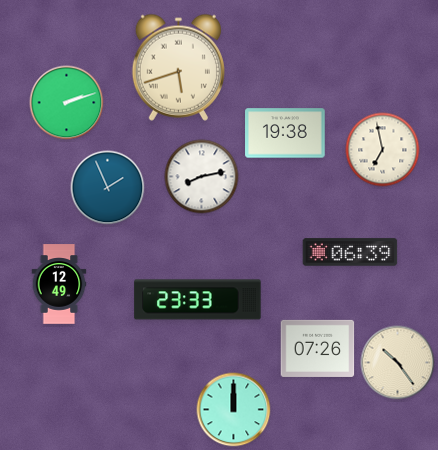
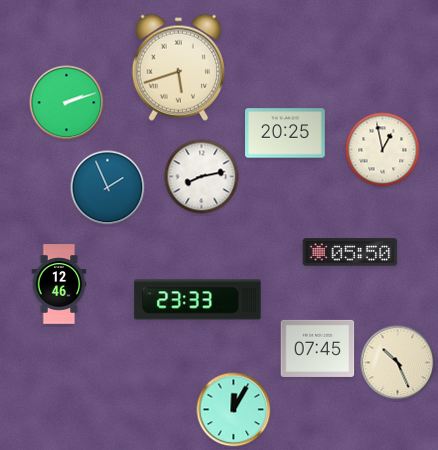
clock at (285, 133): 19:38 -> 20:25
clock at (383, 150): 6:58 -> 12:58
clock at (350, 252): 06:39 -> 05:50
clock at (59, 284): 12:49 -> 12:46
clock at (318, 348): 07:26 -> 07:45
clock at (398, 363): 10:24 -> 10:26
clock at (234, 410): 12:00 -> 12:05
